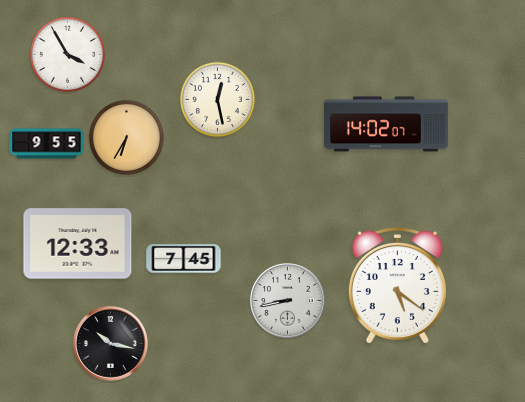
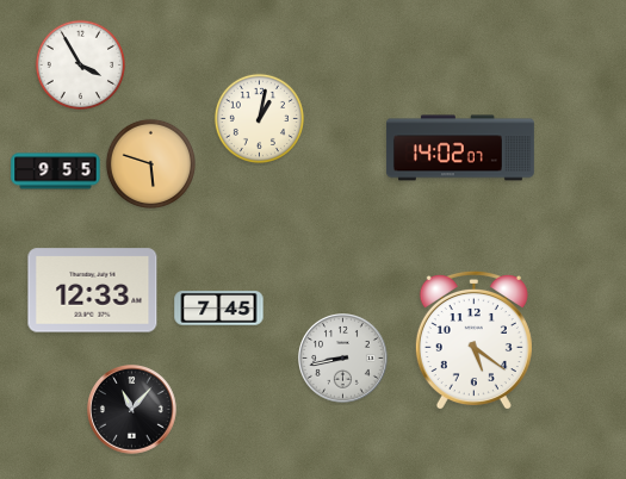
clock at (217, 99): 12:28 -> 1:02
clock at (126, 137): 6:35 -> 5:48
clock at (111, 344): 10:17 -> 11:07
